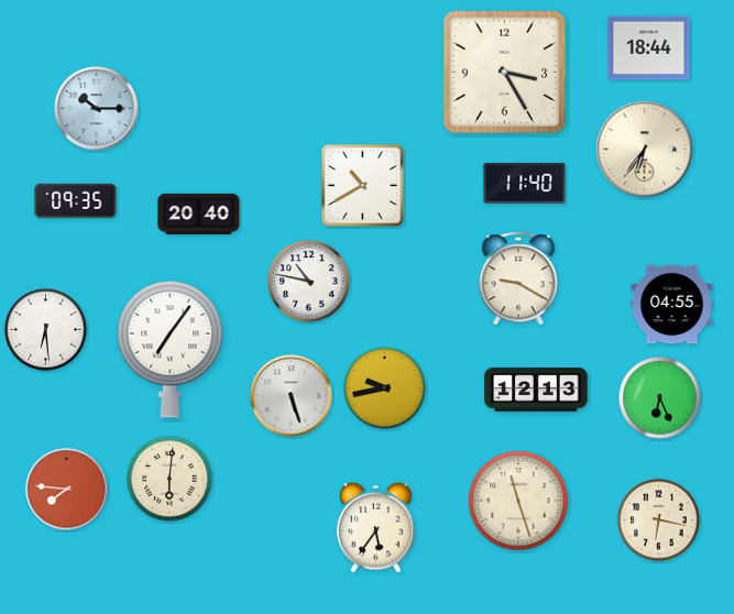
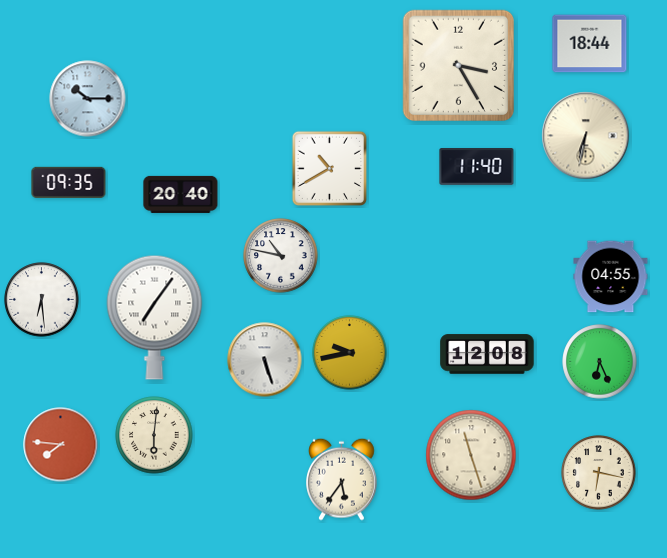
clock at (645, 150): 6:36 -> 6:32
clock at (518, 278): 9:20 -> none
clock at (536, 390): 12:13 -> 12:08
